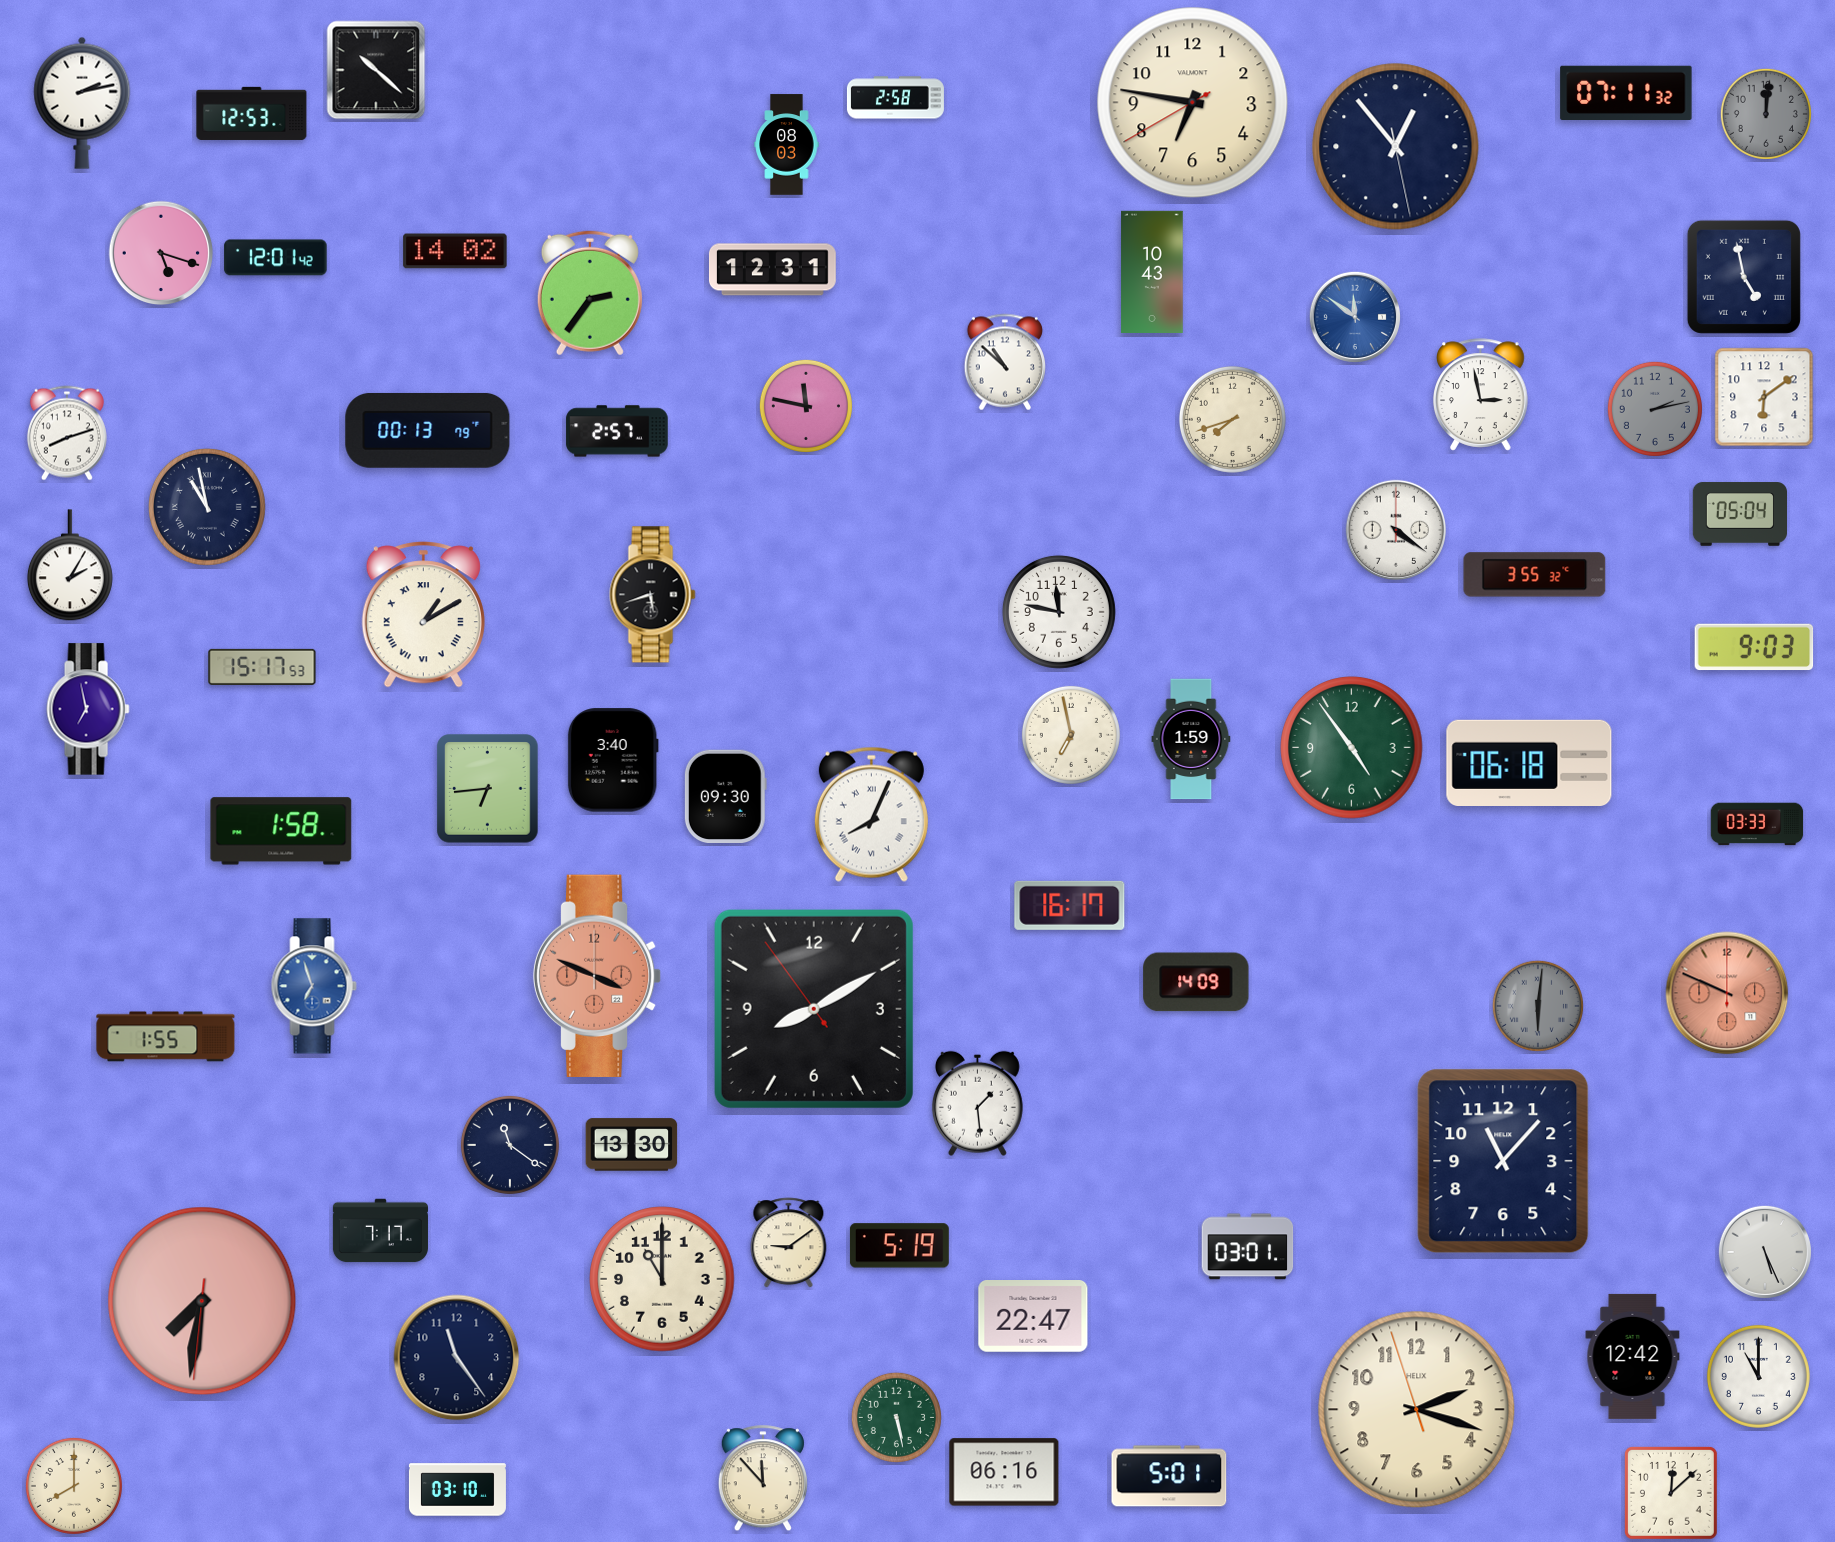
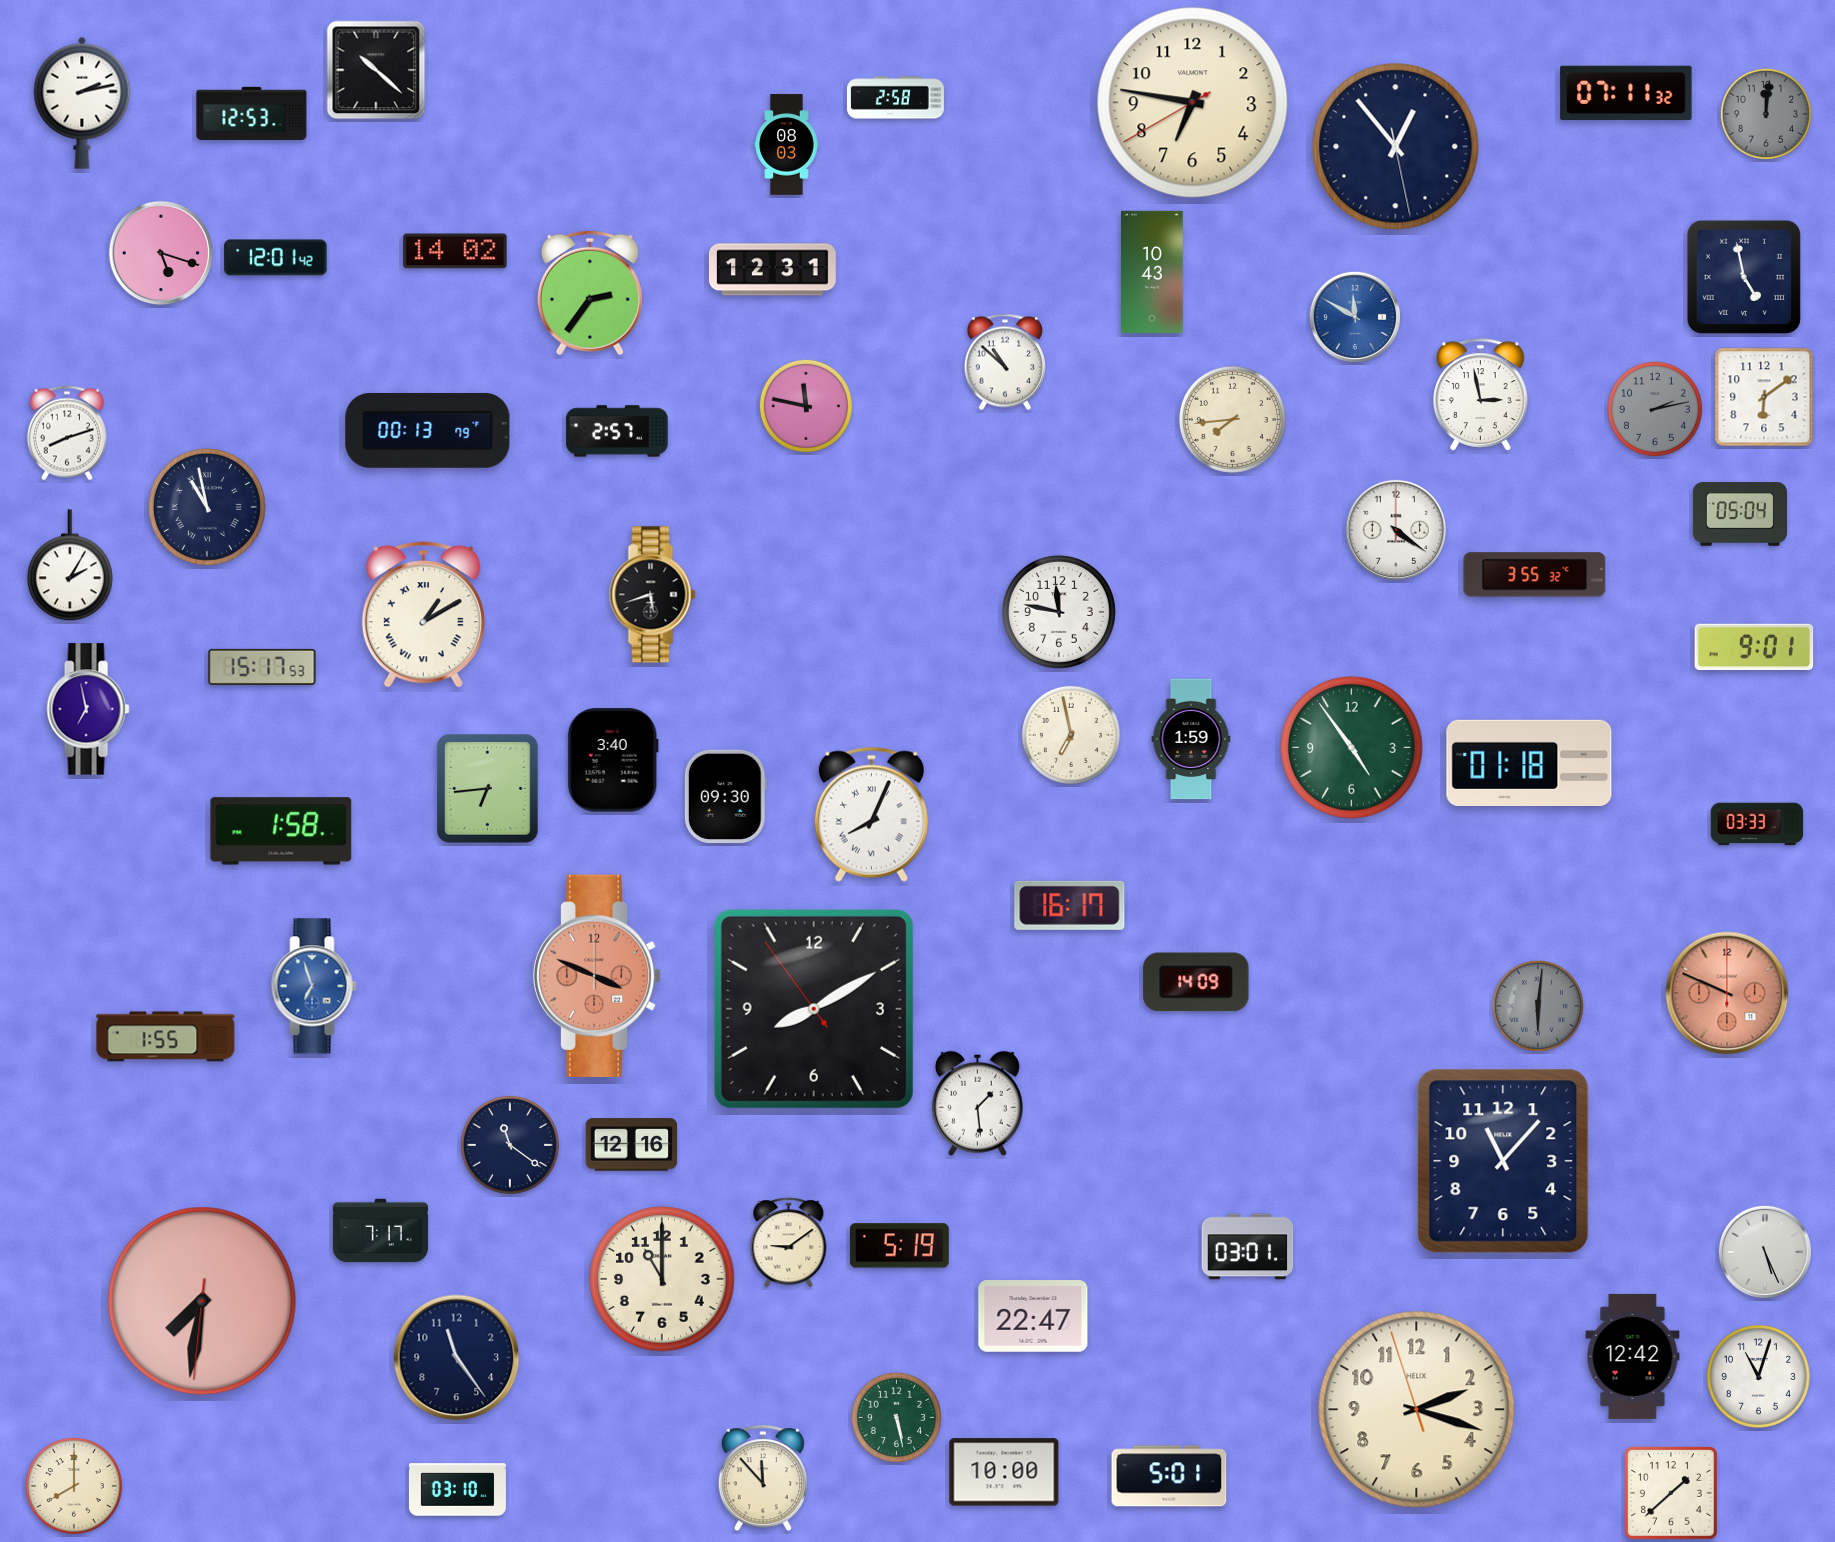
clock at (1355, 317): 11:51 -> 11:50
clock at (1232, 419): 7:42 -> 7:44
clock at (1754, 647): 9:03 -> 9:01
clock at (1529, 762): 06:18 -> 01:18
clock at (632, 1145): 13:30 -> 12:16
clock at (1758, 1376): 11:00 -> 11:03
clock at (1004, 1472): 06:16 -> 10:00
clock at (1671, 1493): 12:08 -> 1:38
